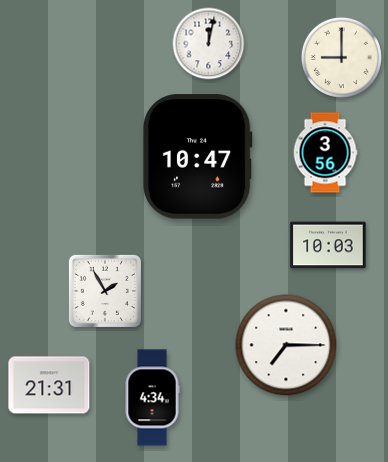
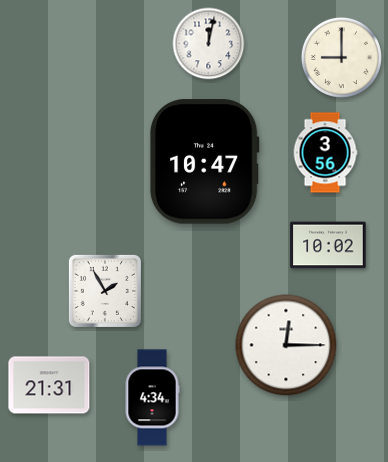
clock at (197, 157) position: (197, 157) -> (204, 162)
clock at (328, 245): 10:03 -> 10:02
clock at (286, 345): 7:15 -> 12:15
